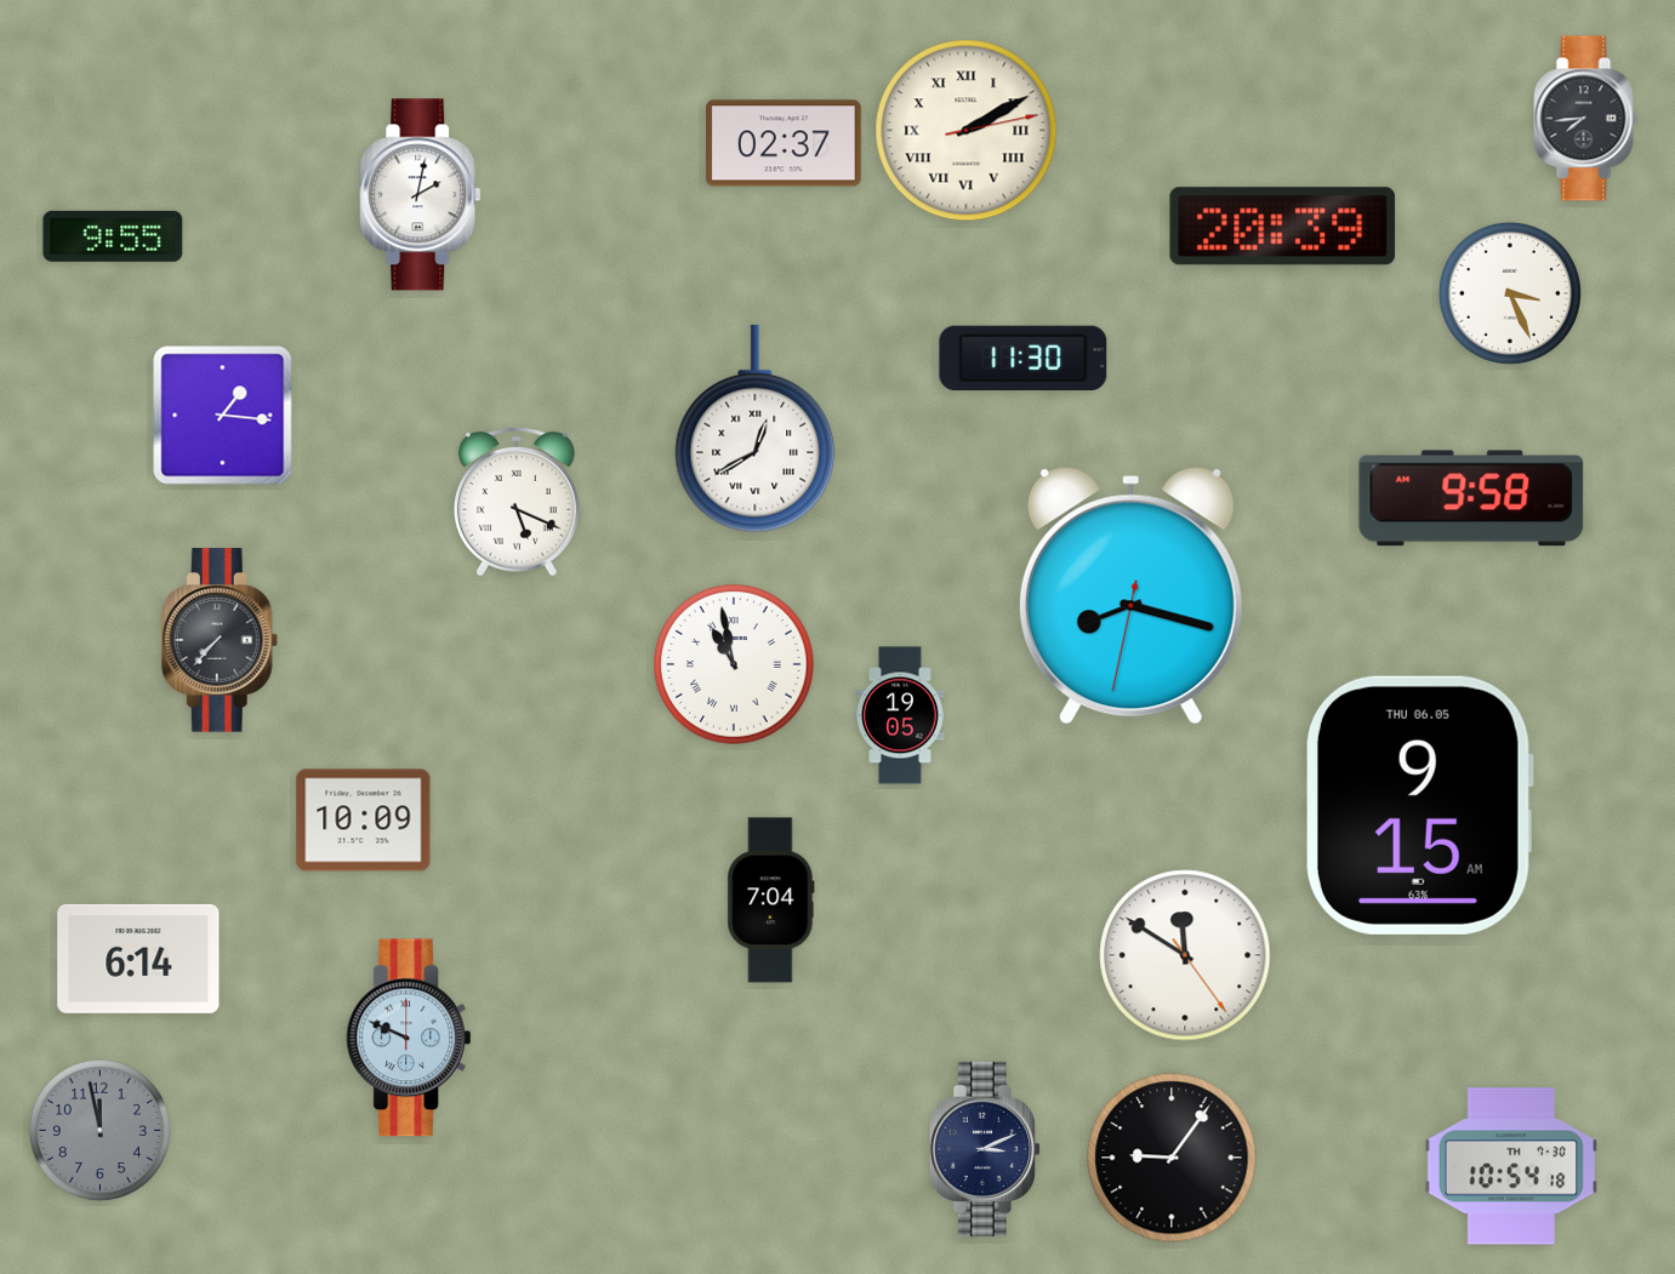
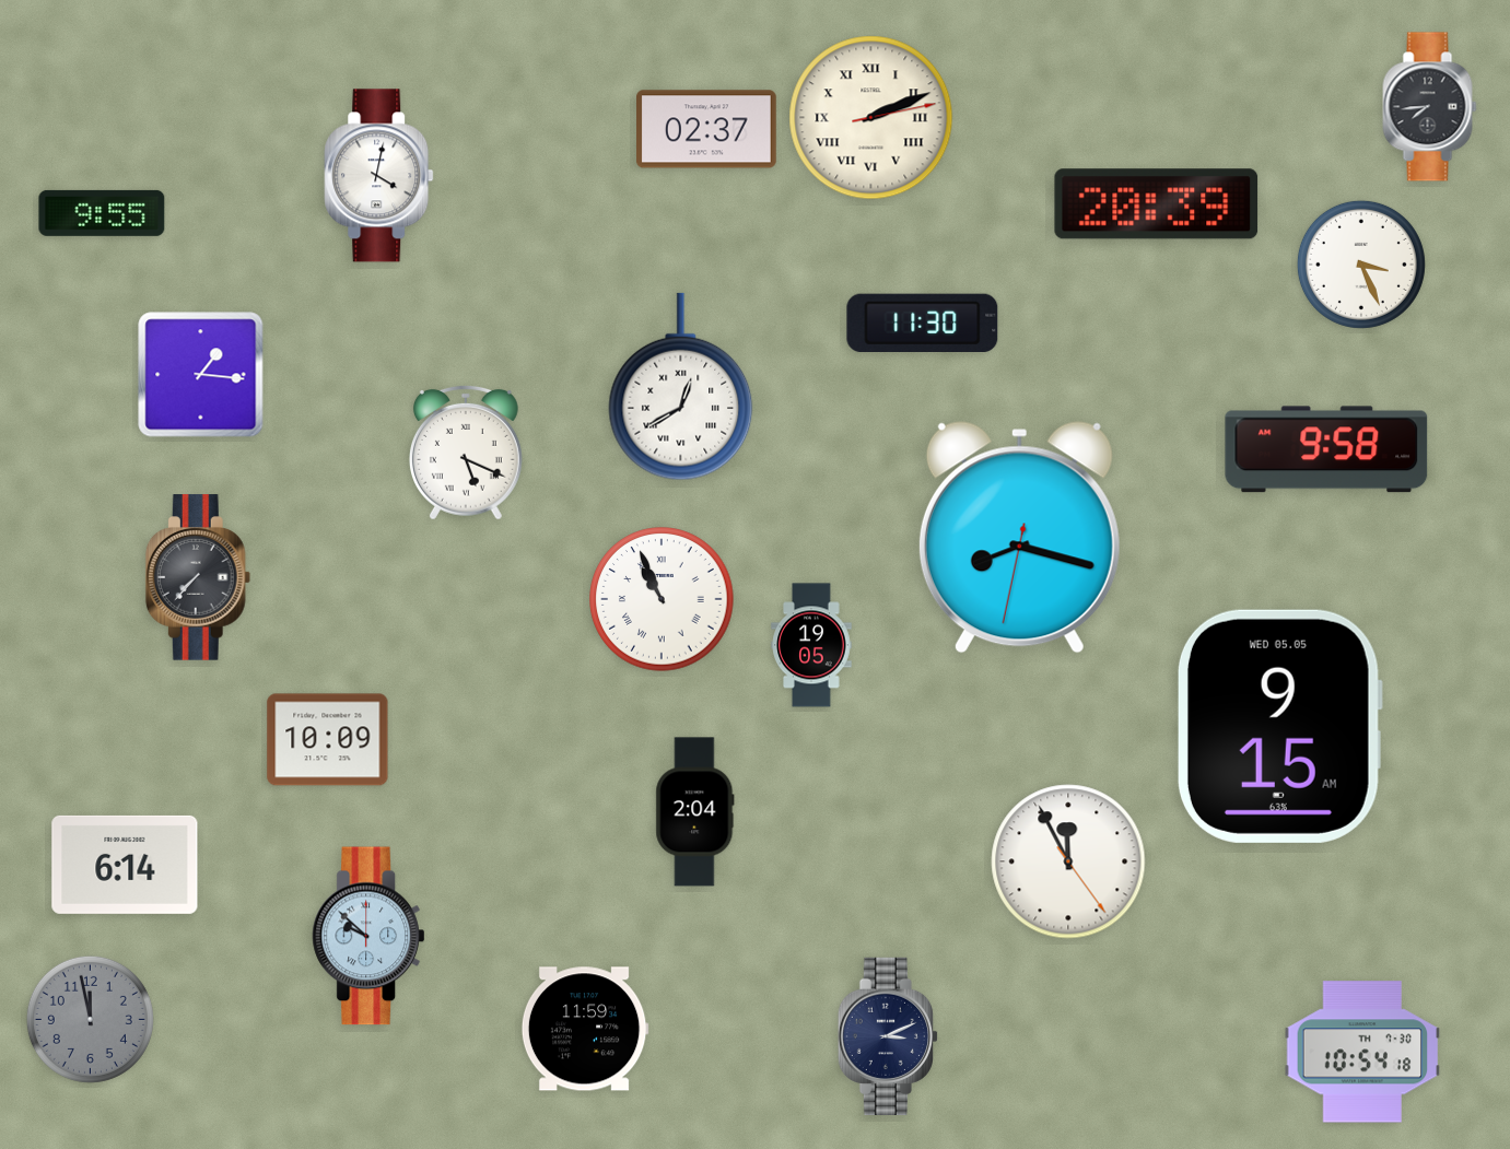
clock at (967, 131): 2:10 -> 2:11
clock at (421, 195): 2:02 -> 4:02
clock at (734, 664): 10:58 -> 10:56
clock at (1419, 805) date: THU 06.05 -> WED 05.05
clock at (771, 901): 7:04 -> 2:04
clock at (1185, 955): 11:50 -> 11:55
clock at (408, 1038): 9:49 -> 9:52
clock at (585, 1029): none -> 11:59
clock at (1172, 1158): 9:06 -> none
